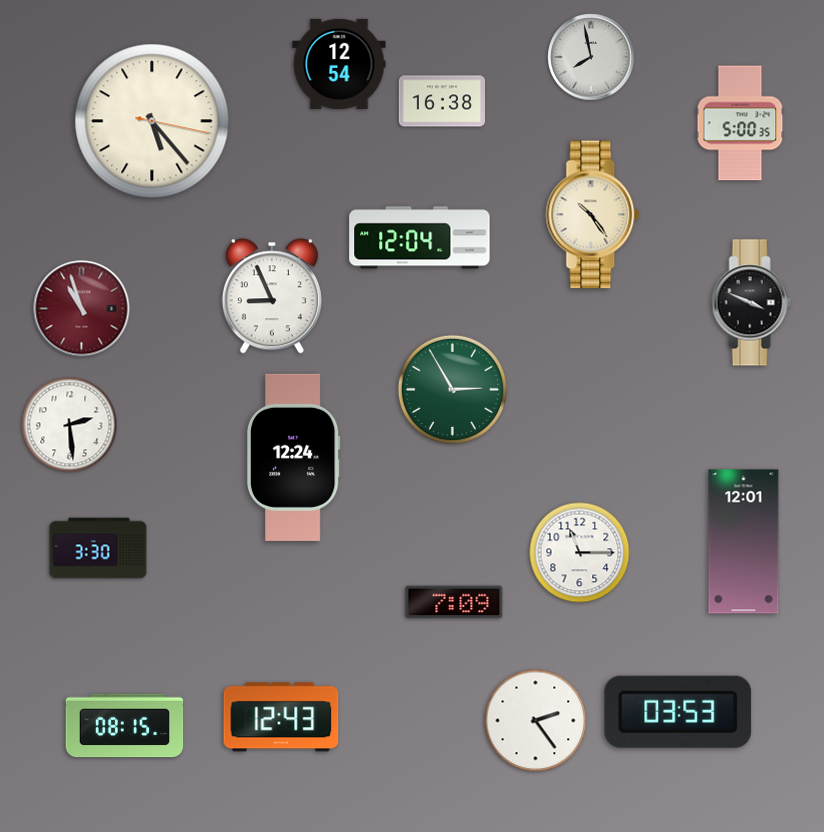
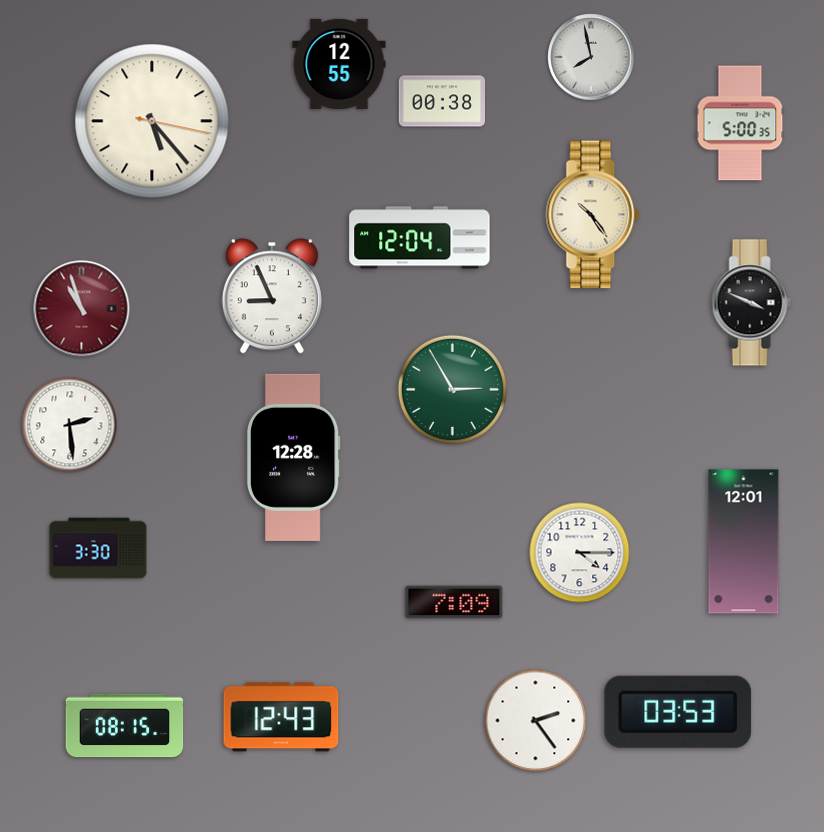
clock at (339, 64): 12:54 -> 12:55
clock at (441, 101): 16:38 -> 00:38
clock at (294, 457): 12:24 -> 12:28
clock at (580, 553): 11:15 -> 4:15
